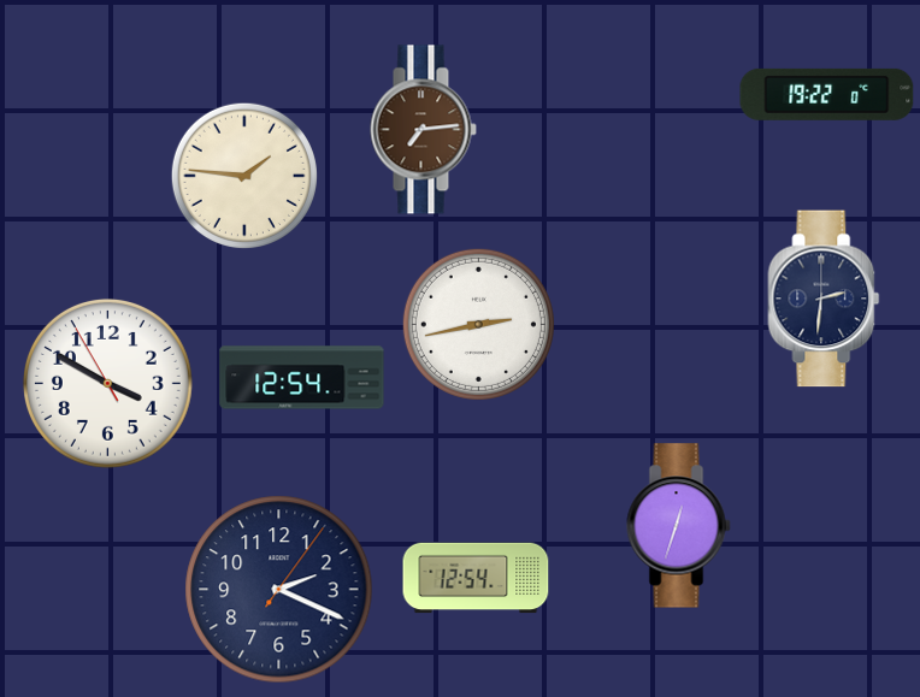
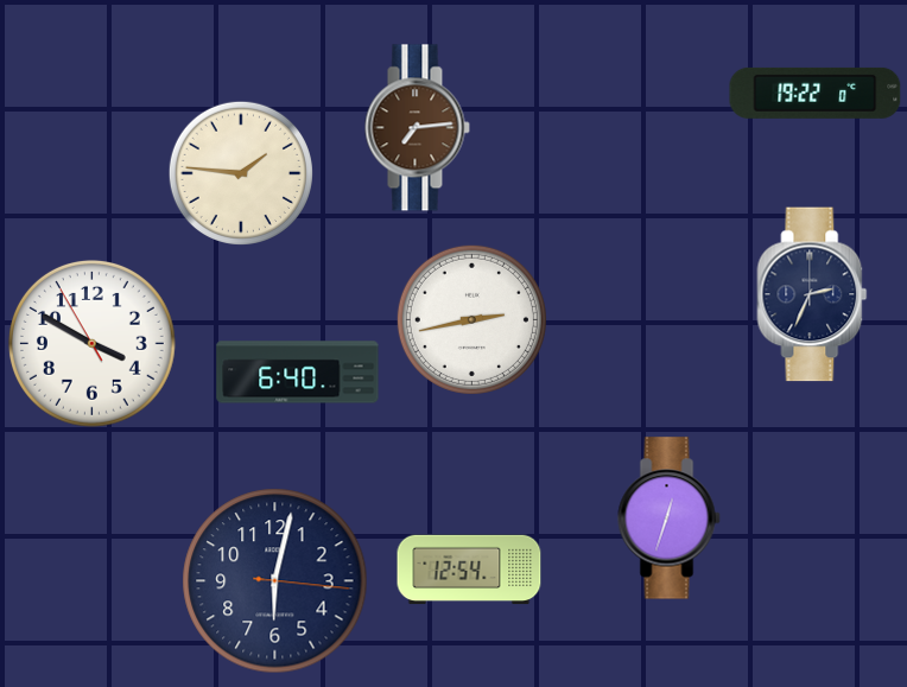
clock at (824, 299): 2:31 -> 2:34
clock at (302, 378): 12:54 -> 6:40
clock at (107, 383) position: (107, 383) -> (91, 343)
clock at (279, 590): 2:19 -> 6:02
